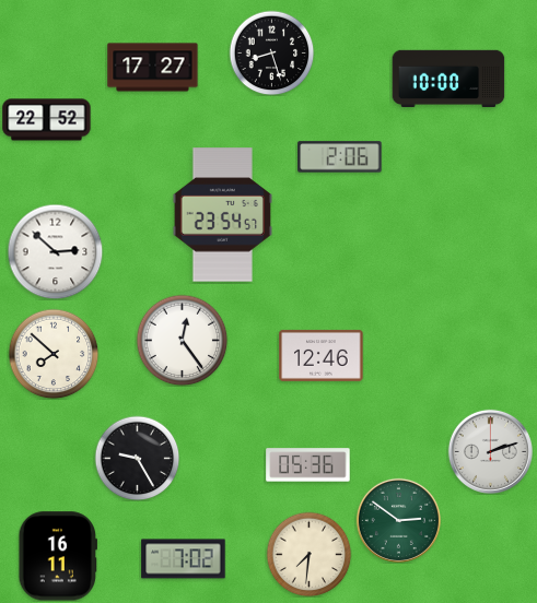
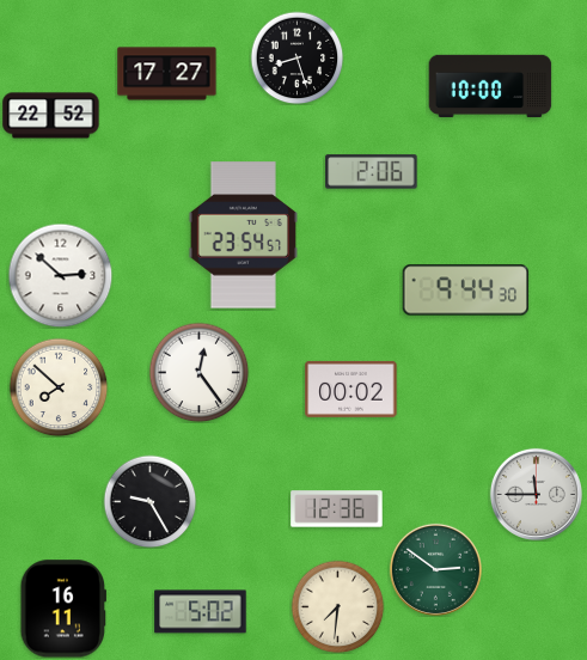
clock at (47, 120) position: (47, 120) -> (51, 116)
clock at (466, 291): none -> 9:44
clock at (322, 355): 12:46 -> 00:02
clock at (490, 451): 2:12 -> 11:45
clock at (308, 465): 05:36 -> 12:36
clock at (184, 559): 7:02 -> 5:02
